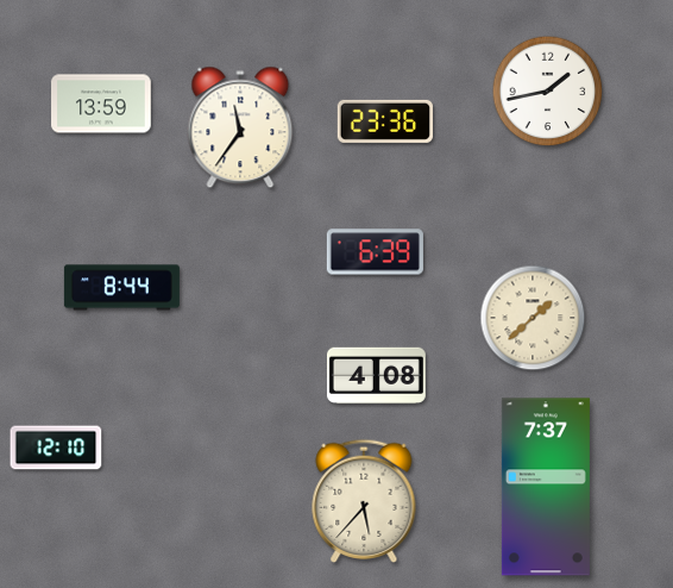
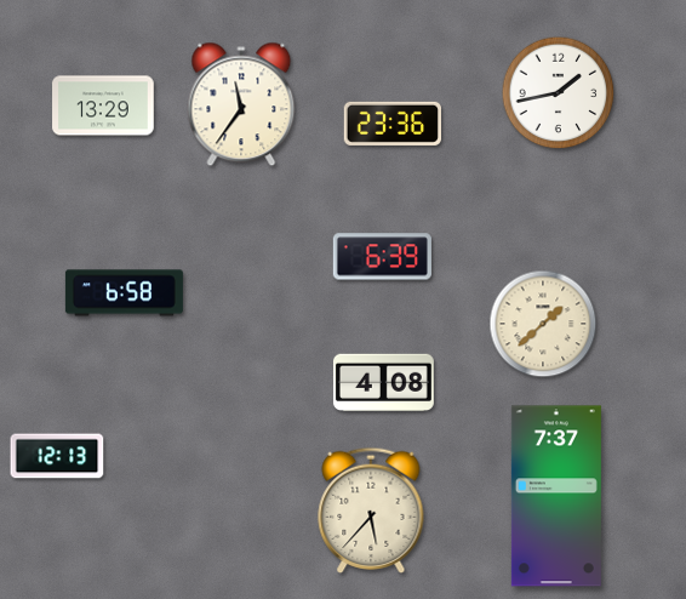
clock at (101, 104): 13:59 -> 13:29
clock at (240, 127) position: (240, 127) -> (241, 104)
clock at (121, 288): 8:44 -> 6:58
clock at (56, 448): 12:10 -> 12:13
